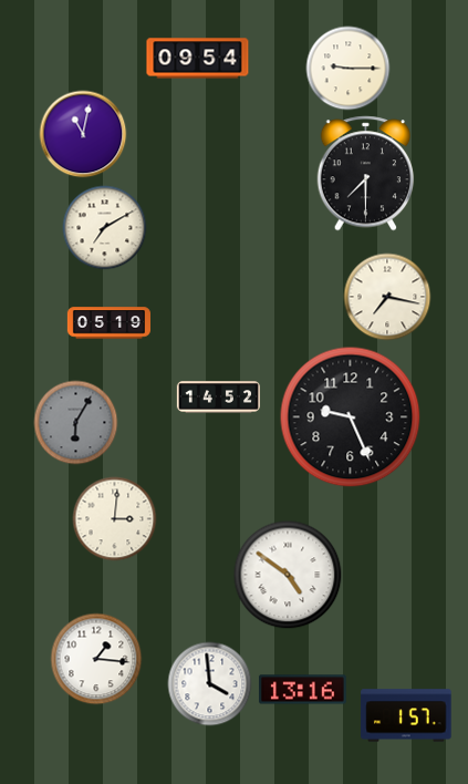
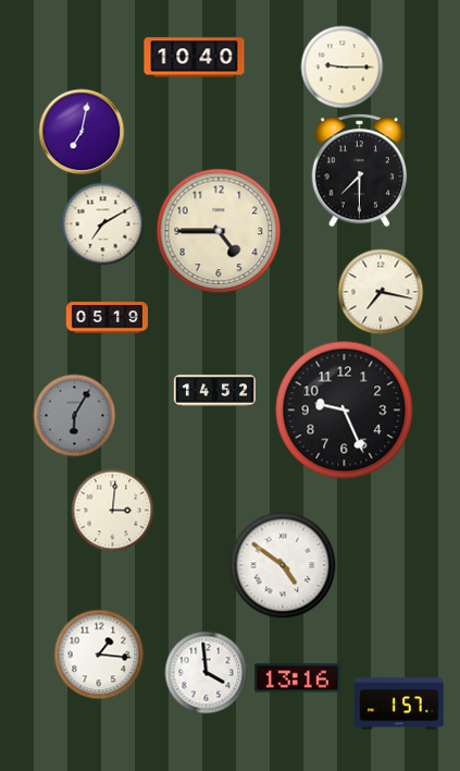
clock at (198, 59): 09:54 -> 10:40
clock at (83, 134): 11:02 -> 7:02
clock at (219, 231): none -> 4:45
clock at (96, 659) position: (96, 659) -> (99, 654)
